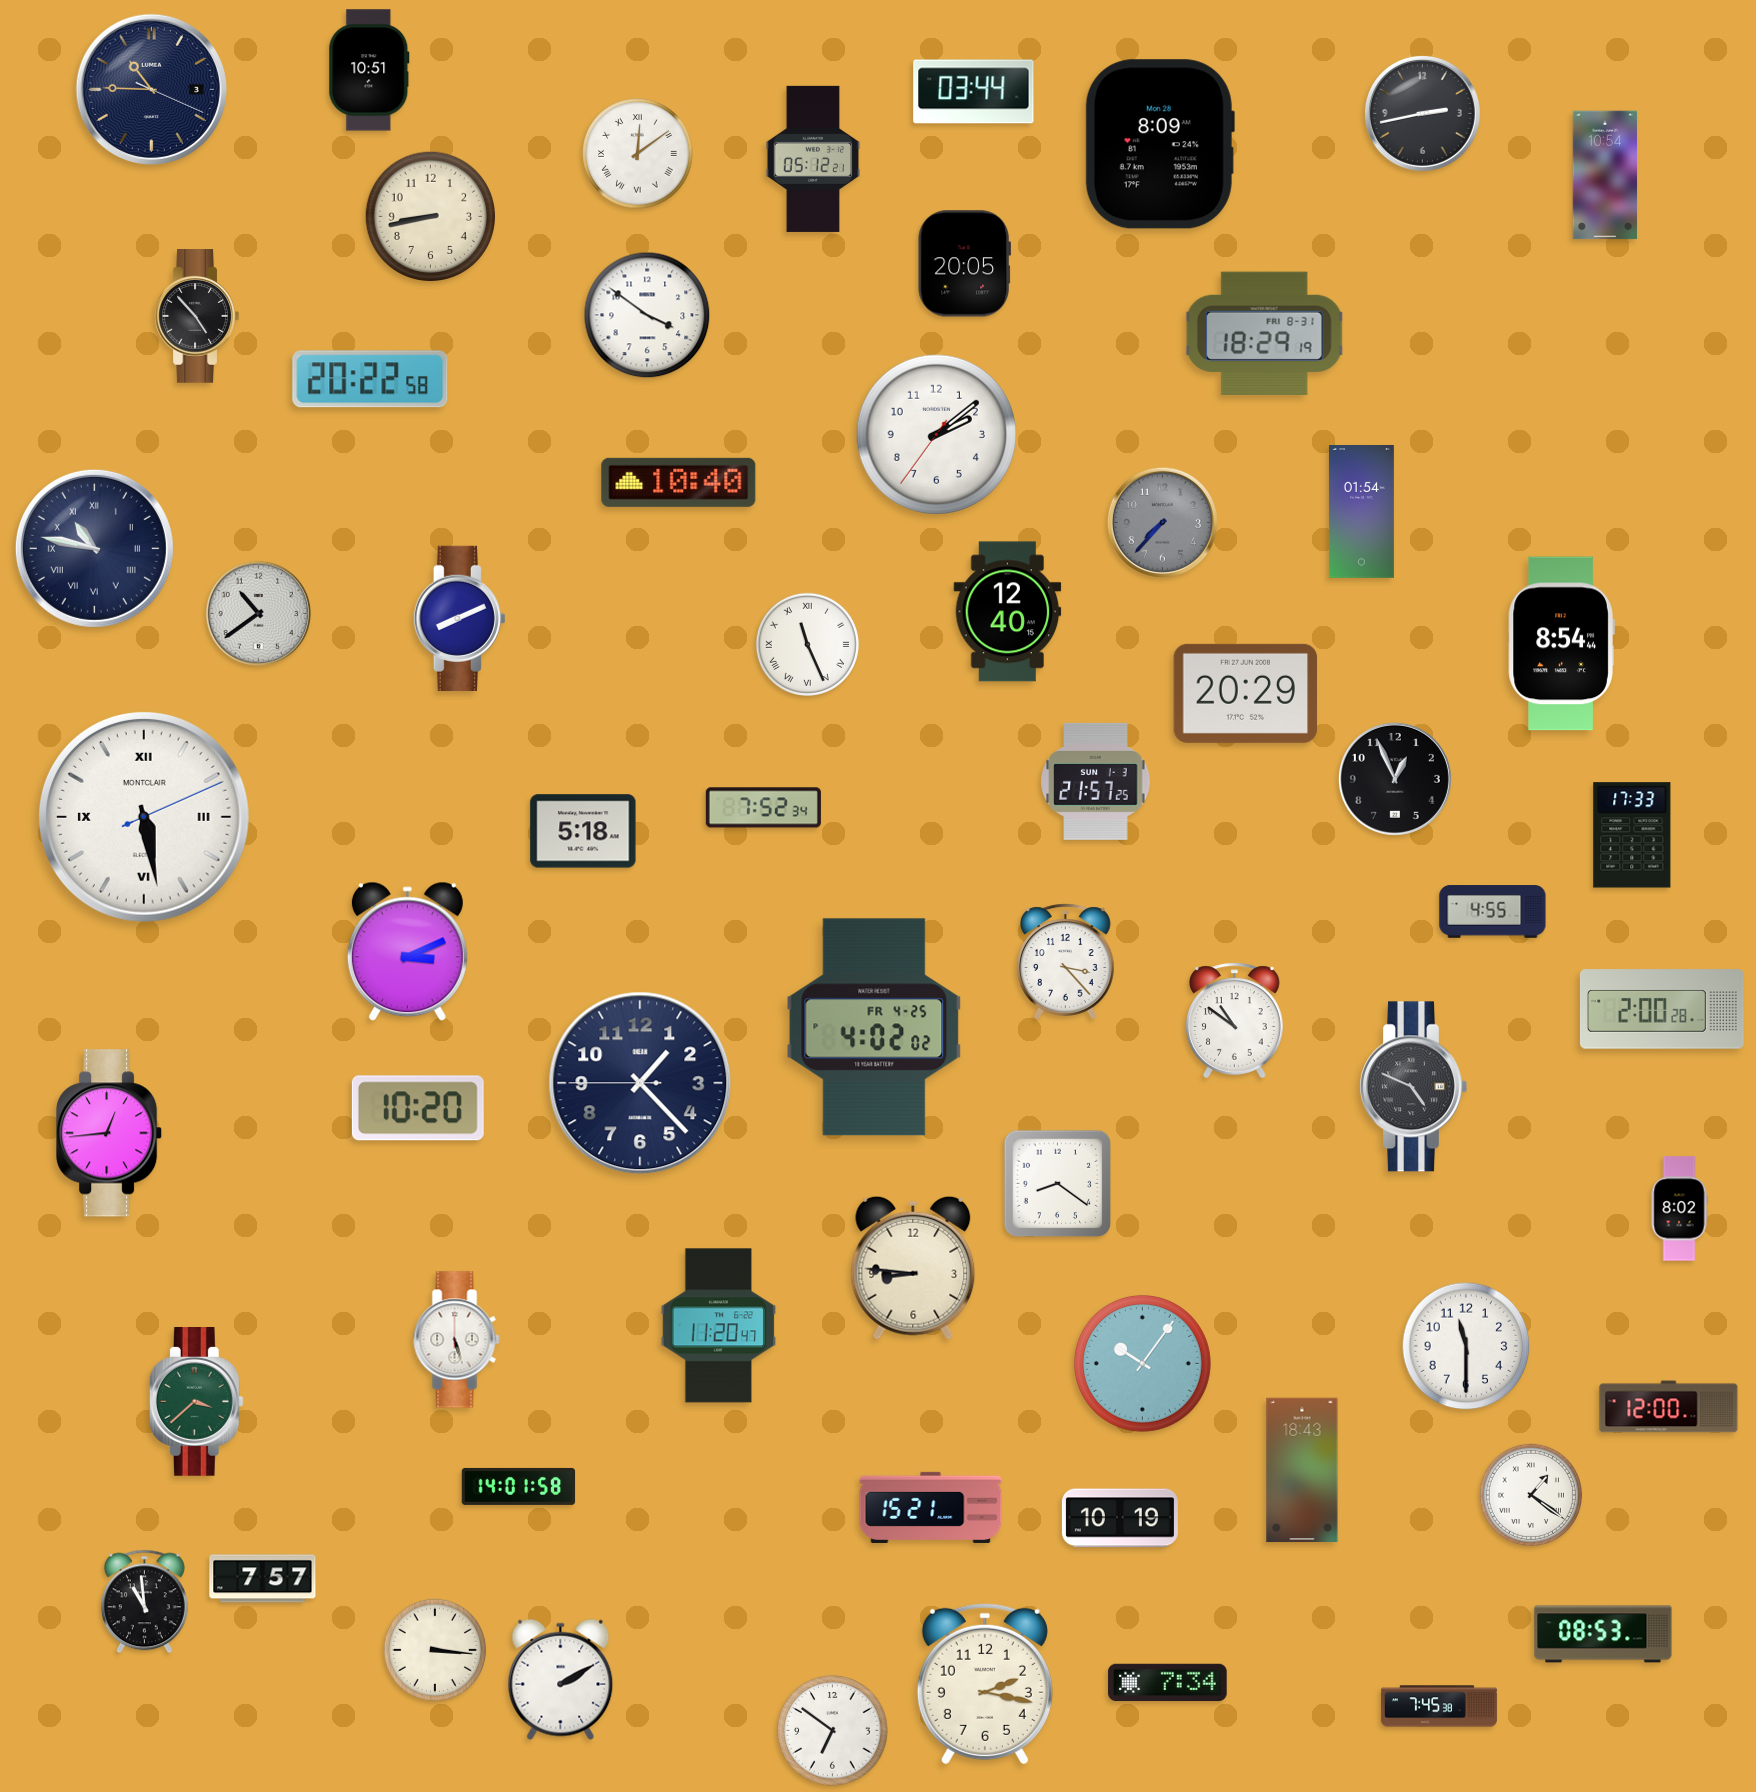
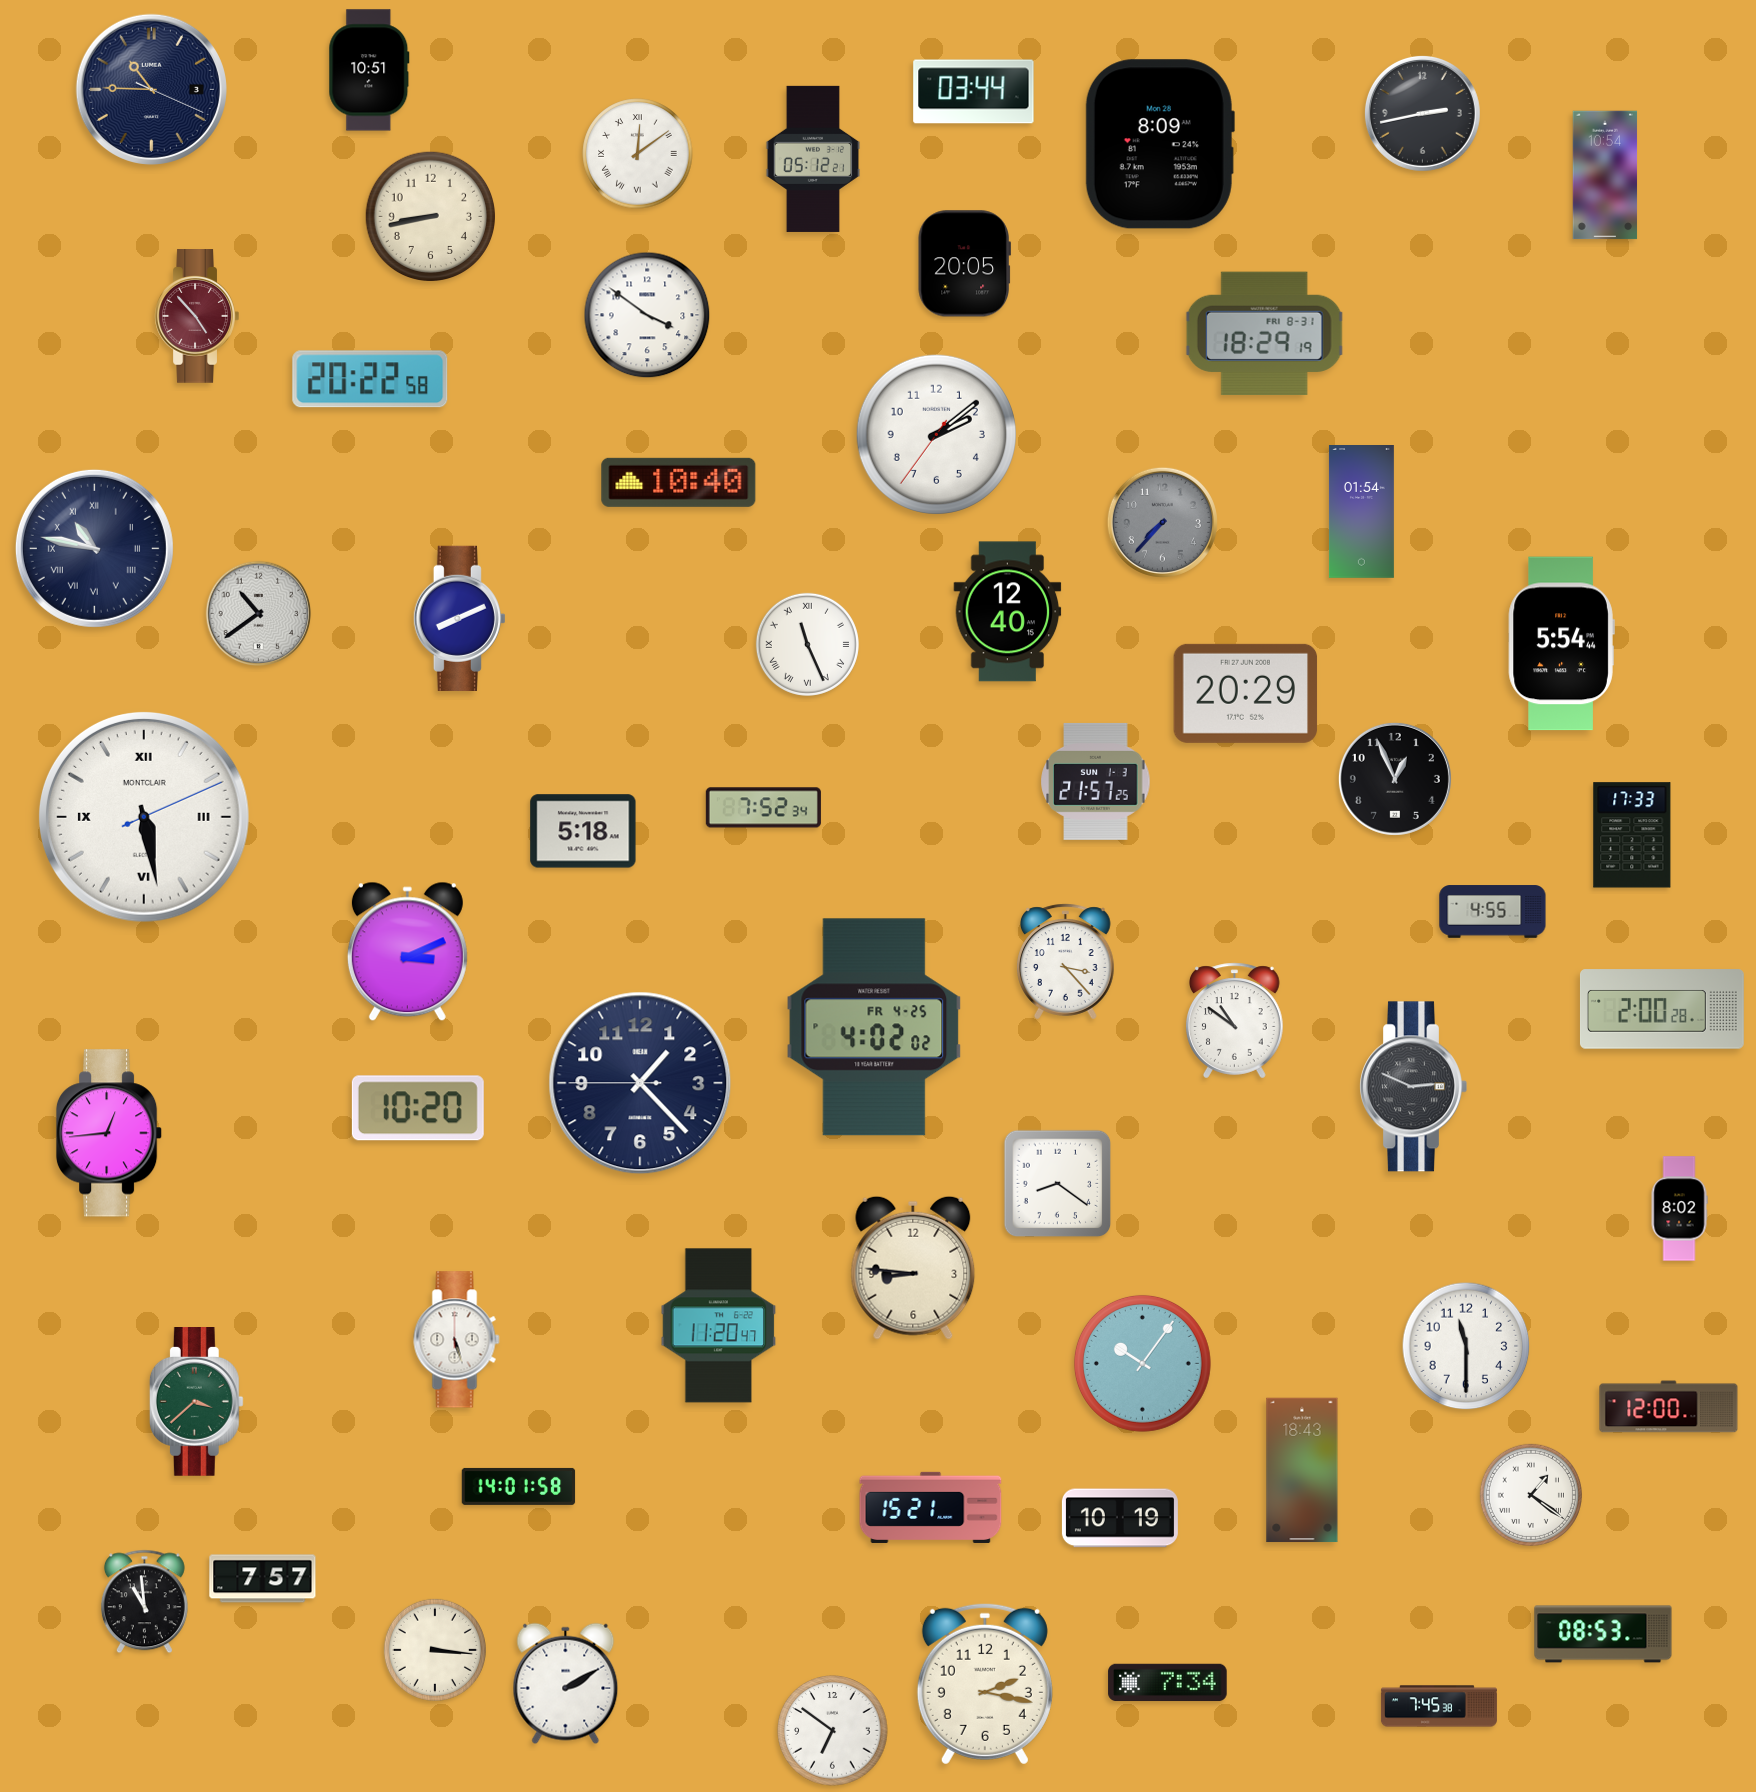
clock at (197, 316) dial: black -> burgundy
clock at (1561, 644): 8:54 -> 5:54
clock at (1413, 1087): 4:49 -> 2:49
clock at (561, 1680) position: (561, 1680) -> (566, 1684)
